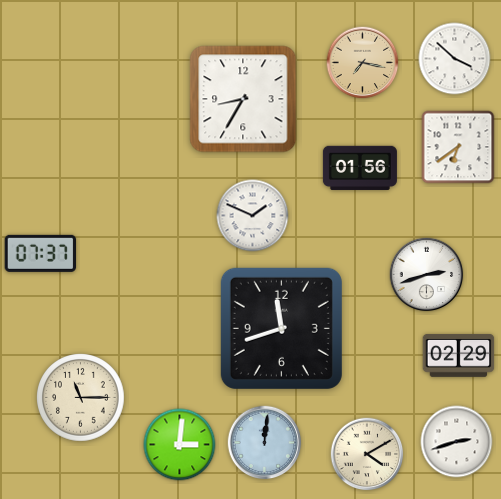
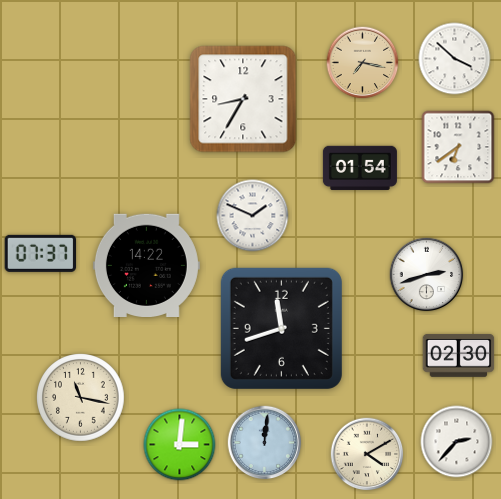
clock at (360, 168): 01:56 -> 01:54
clock at (146, 265): none -> 14:22
clock at (459, 355): 02:29 -> 02:30
clock at (81, 398): 11:15 -> 11:17
clock at (457, 442): 2:42 -> 2:37
